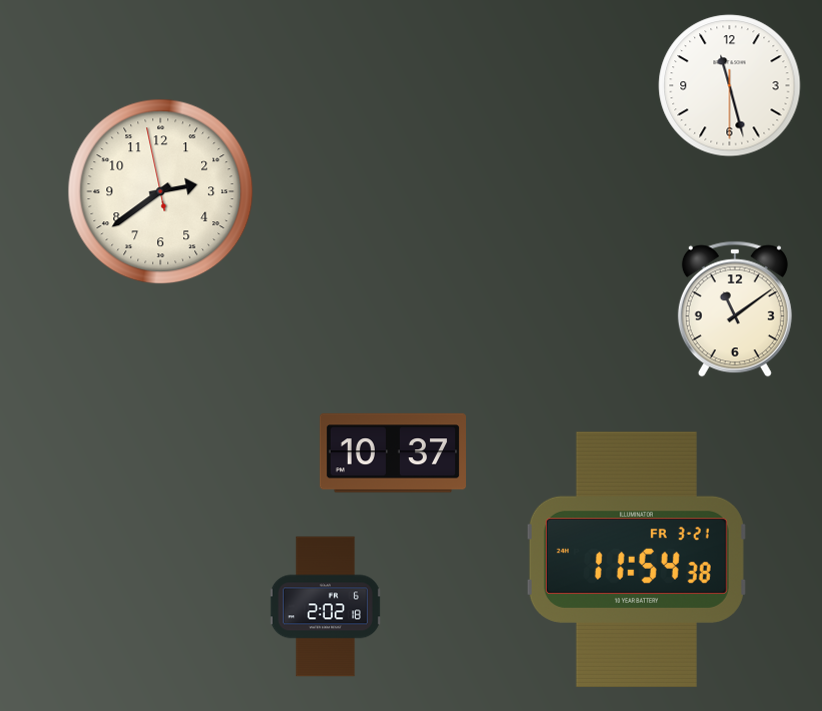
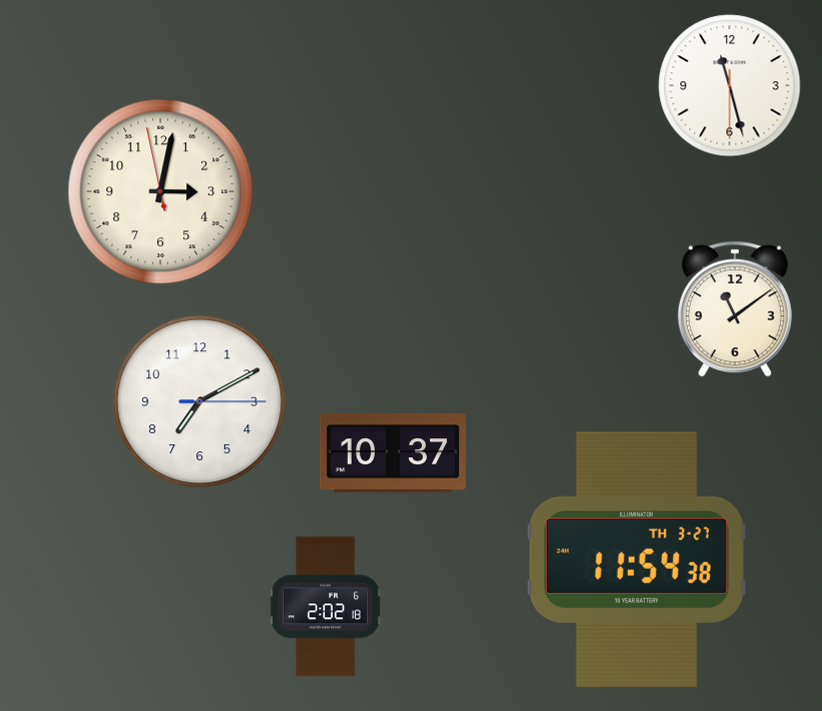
clock at (161, 192): 2:38 -> 3:01
clock at (200, 402): none -> 7:10
clock at (636, 559) date: FR 3-21 -> TH 3-27
